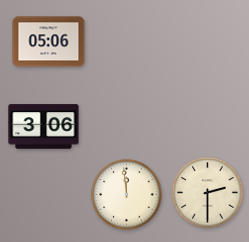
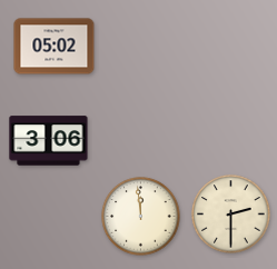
clock at (49, 42): 05:06 -> 05:02
